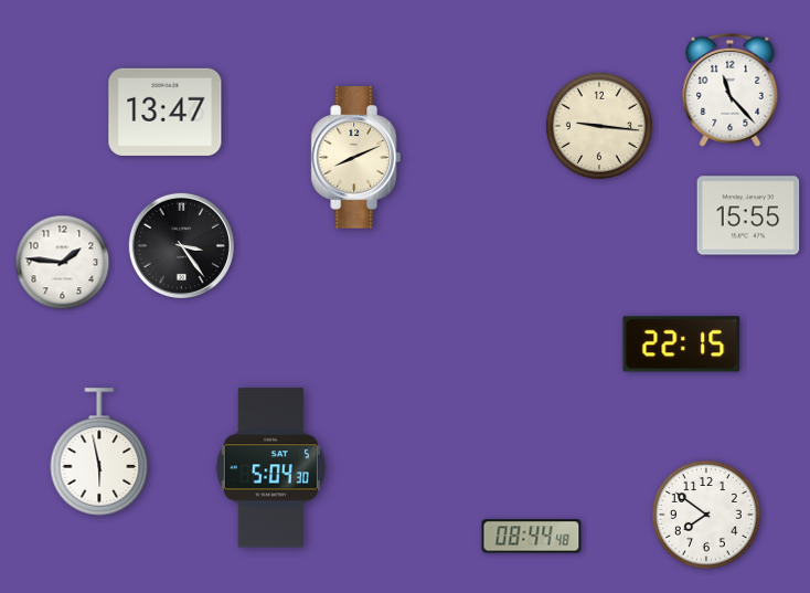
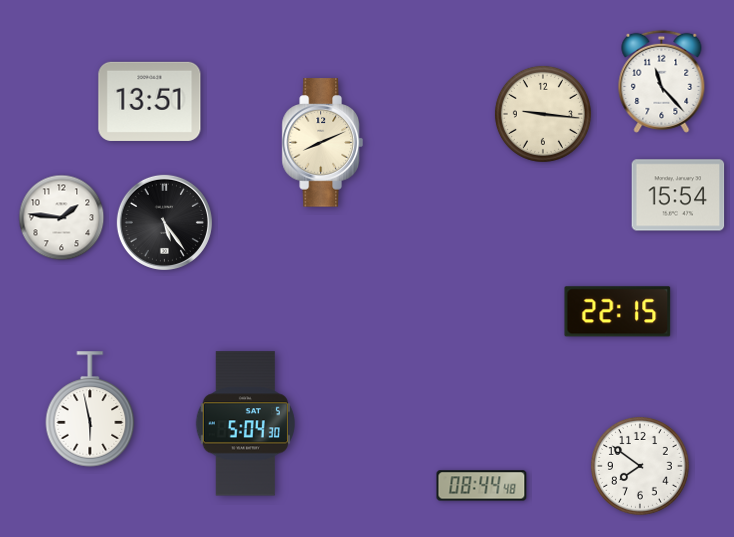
clock at (166, 112): 13:47 -> 13:51
clock at (748, 215): 15:55 -> 15:54
clock at (181, 245): 3:24 -> 5:24
clock at (63, 263) position: (63, 263) -> (62, 218)
